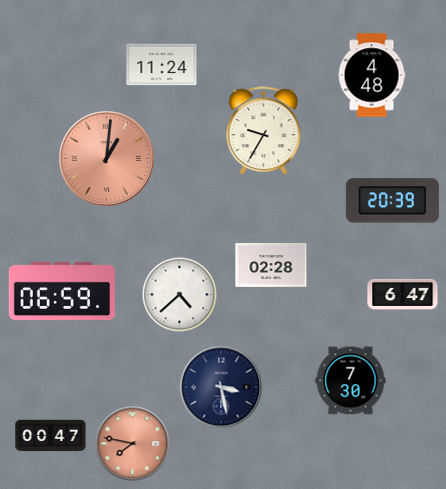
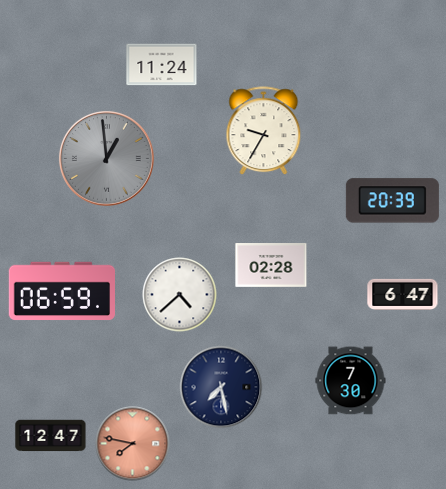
clock at (372, 75): 4:48 -> none
clock at (106, 158): 1:01 -> 12:59
clock at (106, 158) dial: salmon -> grey
clock at (221, 387): 3:28 -> 7:28
clock at (51, 436): 00:47 -> 12:47
